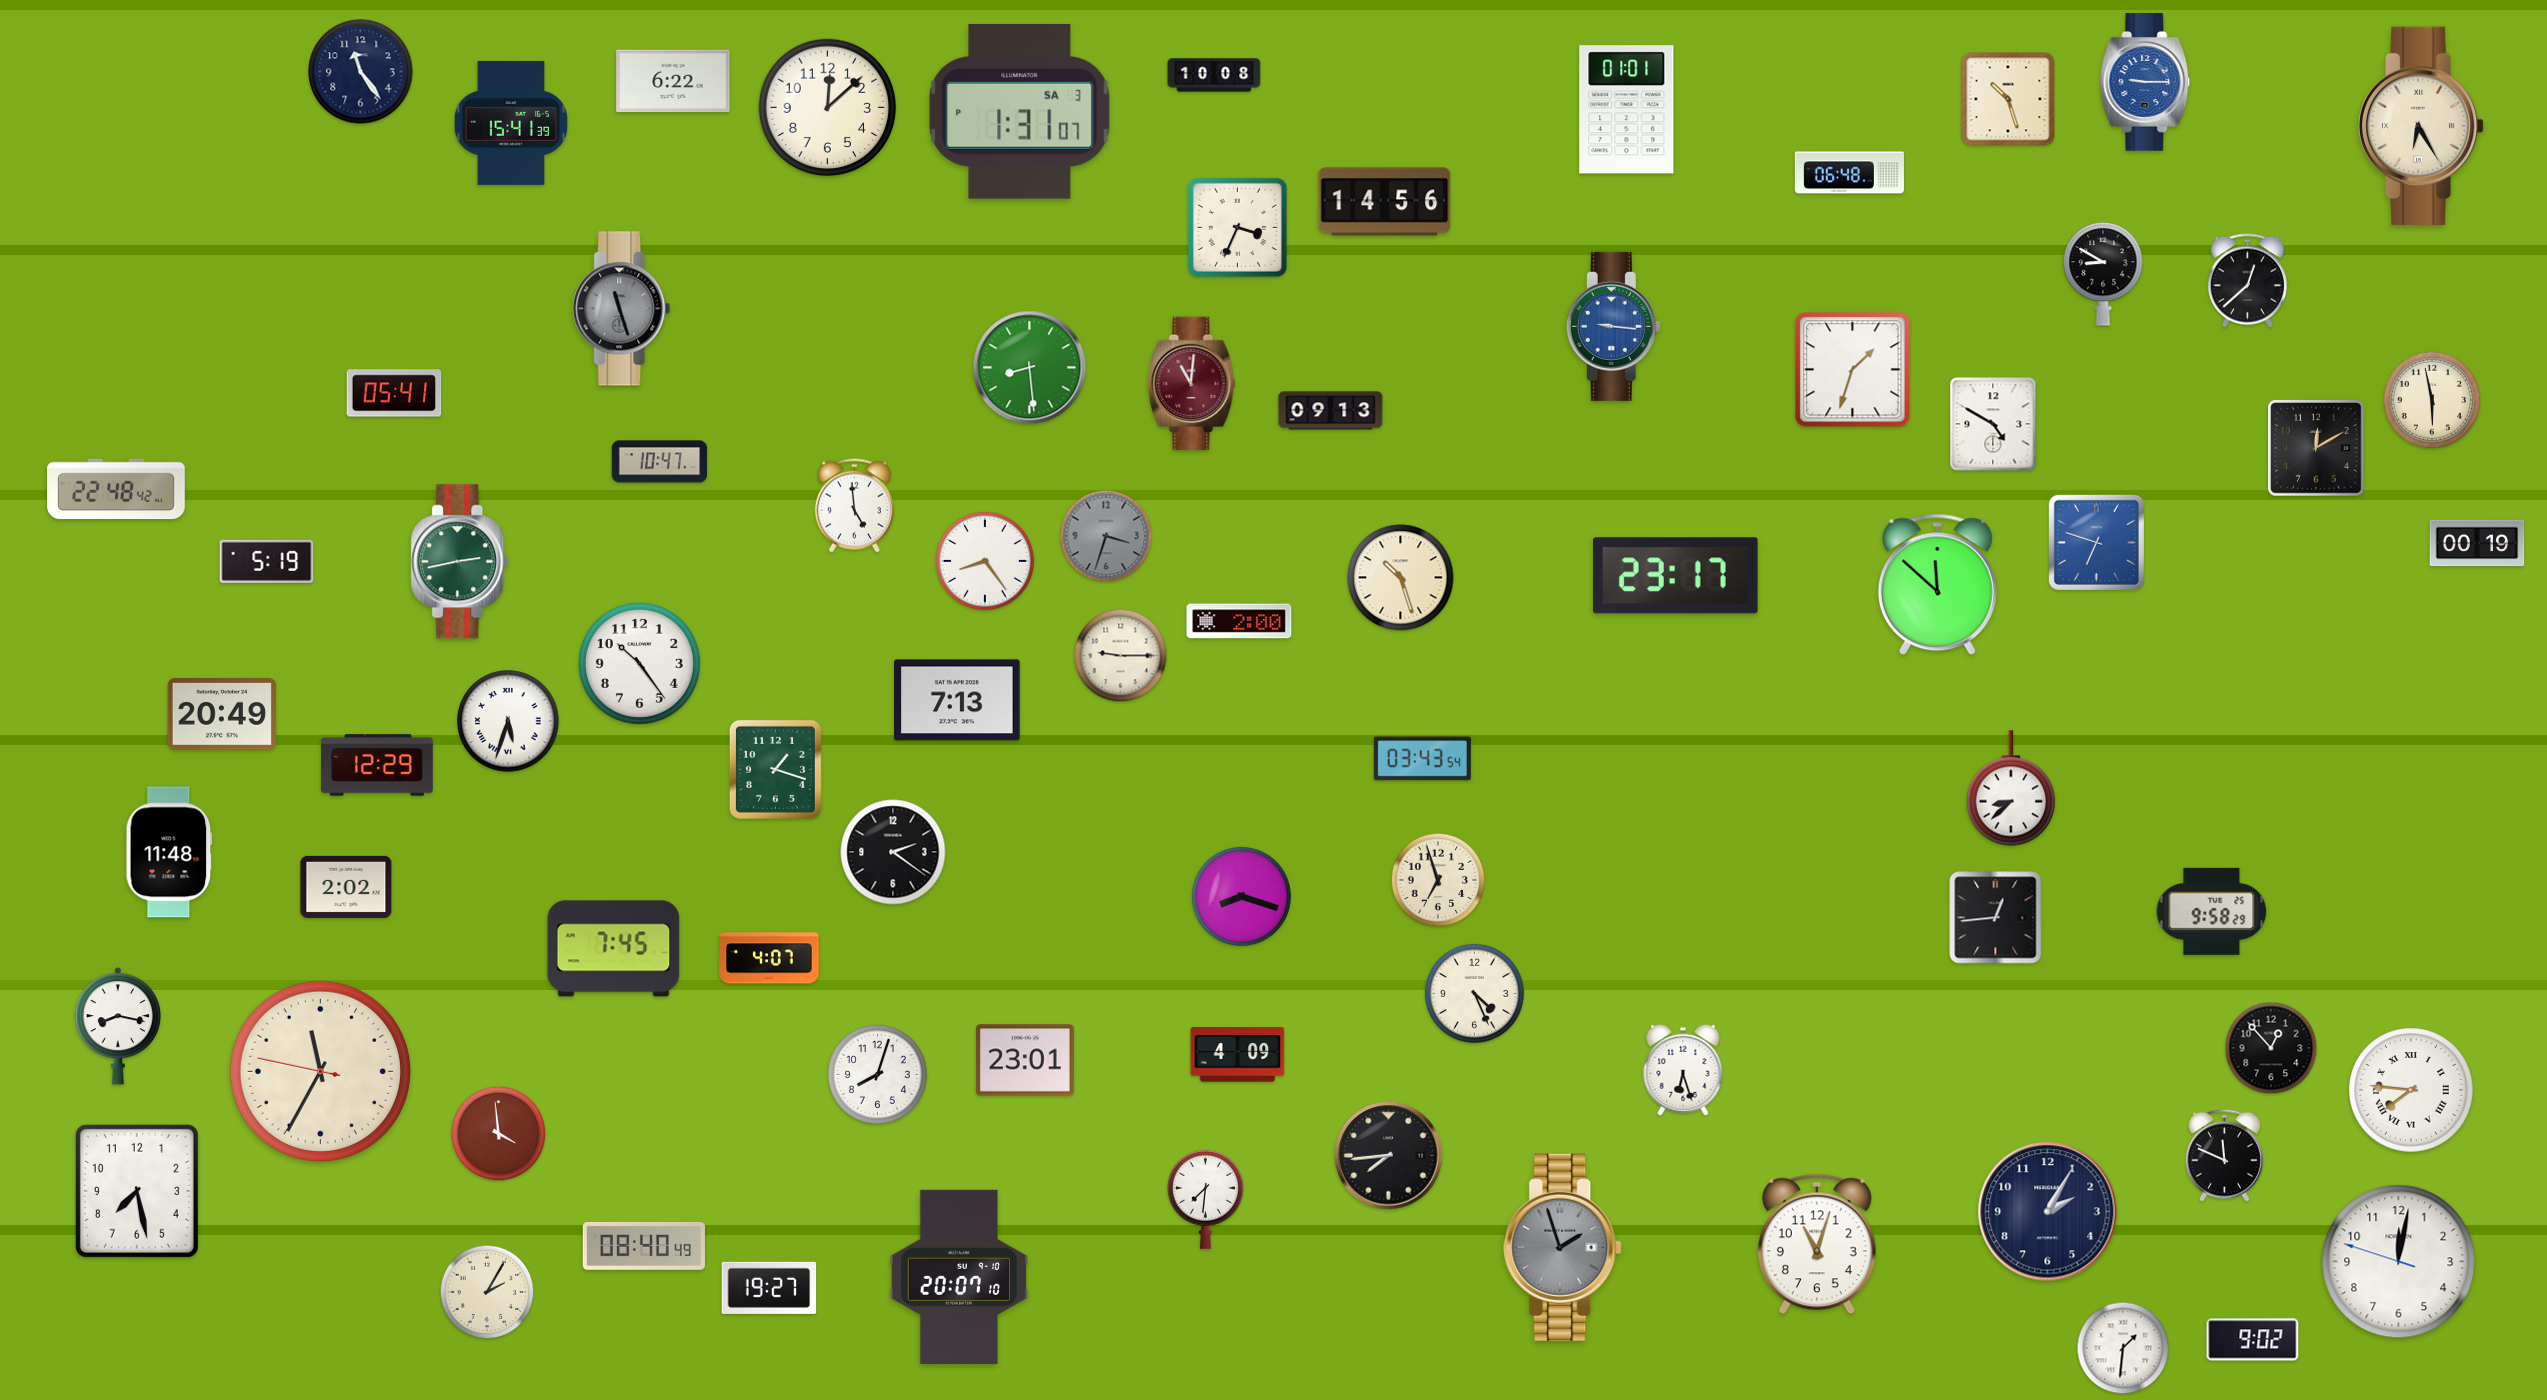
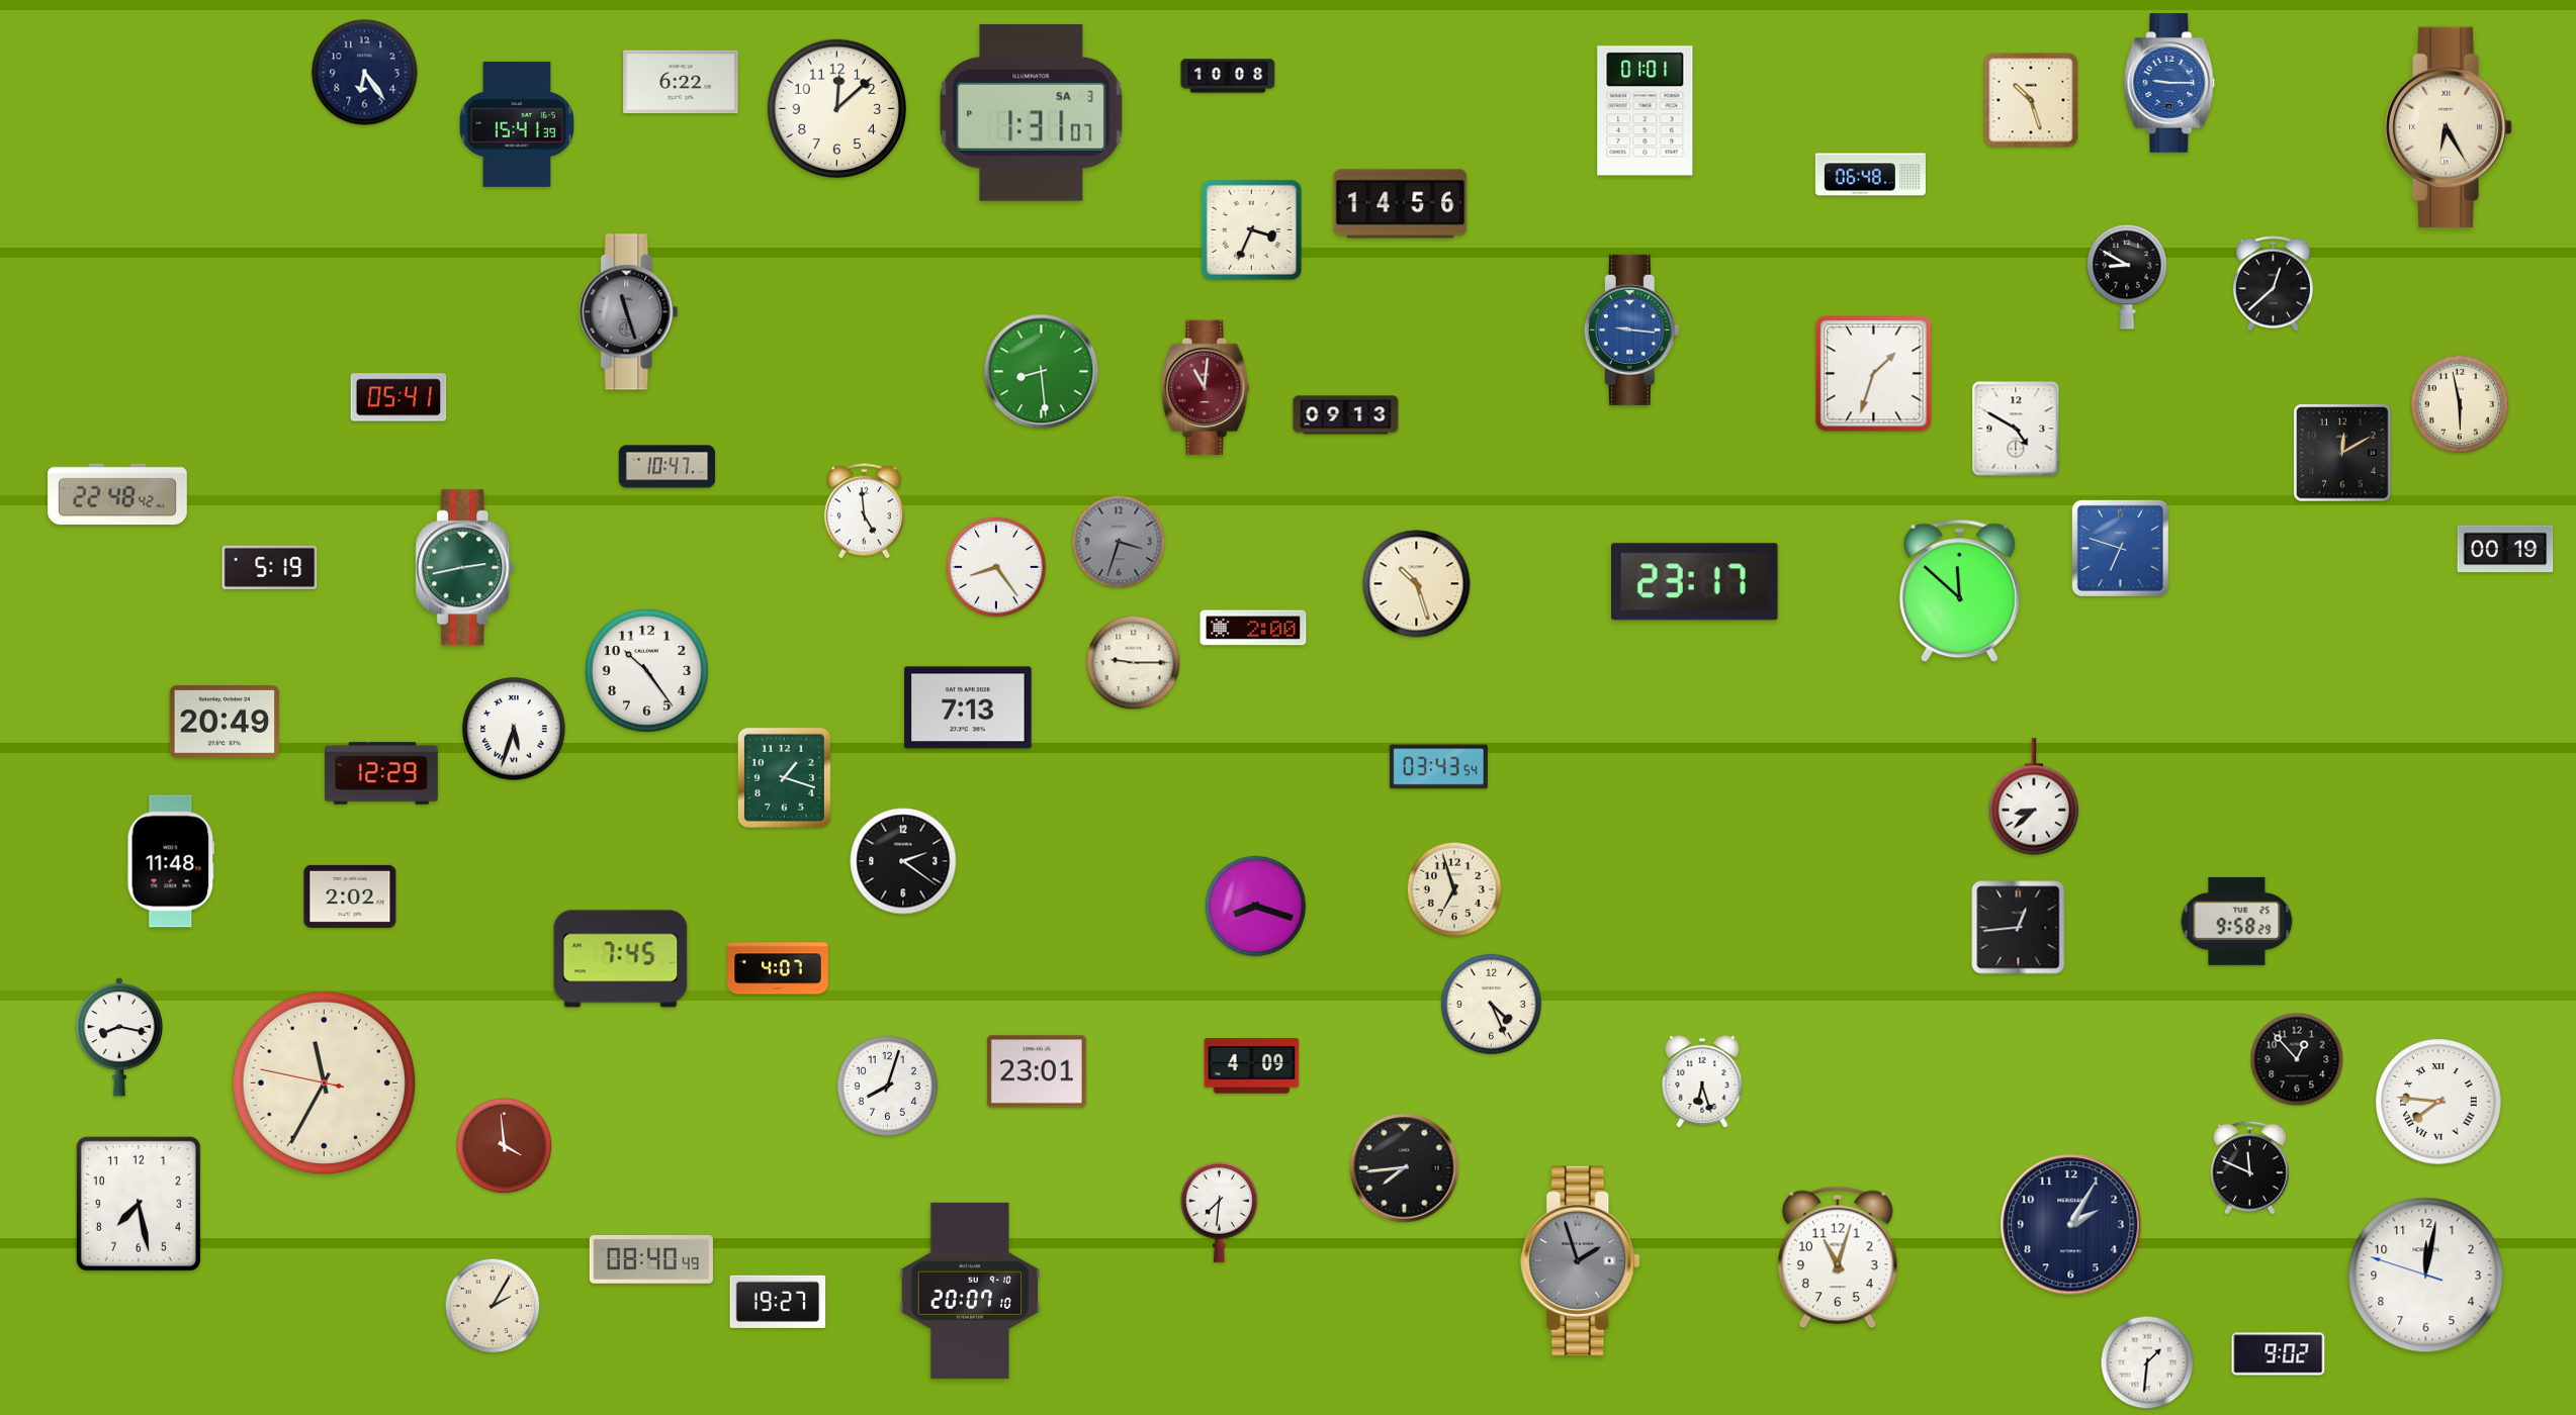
clock at (361, 72): 11:24 -> 6:24
